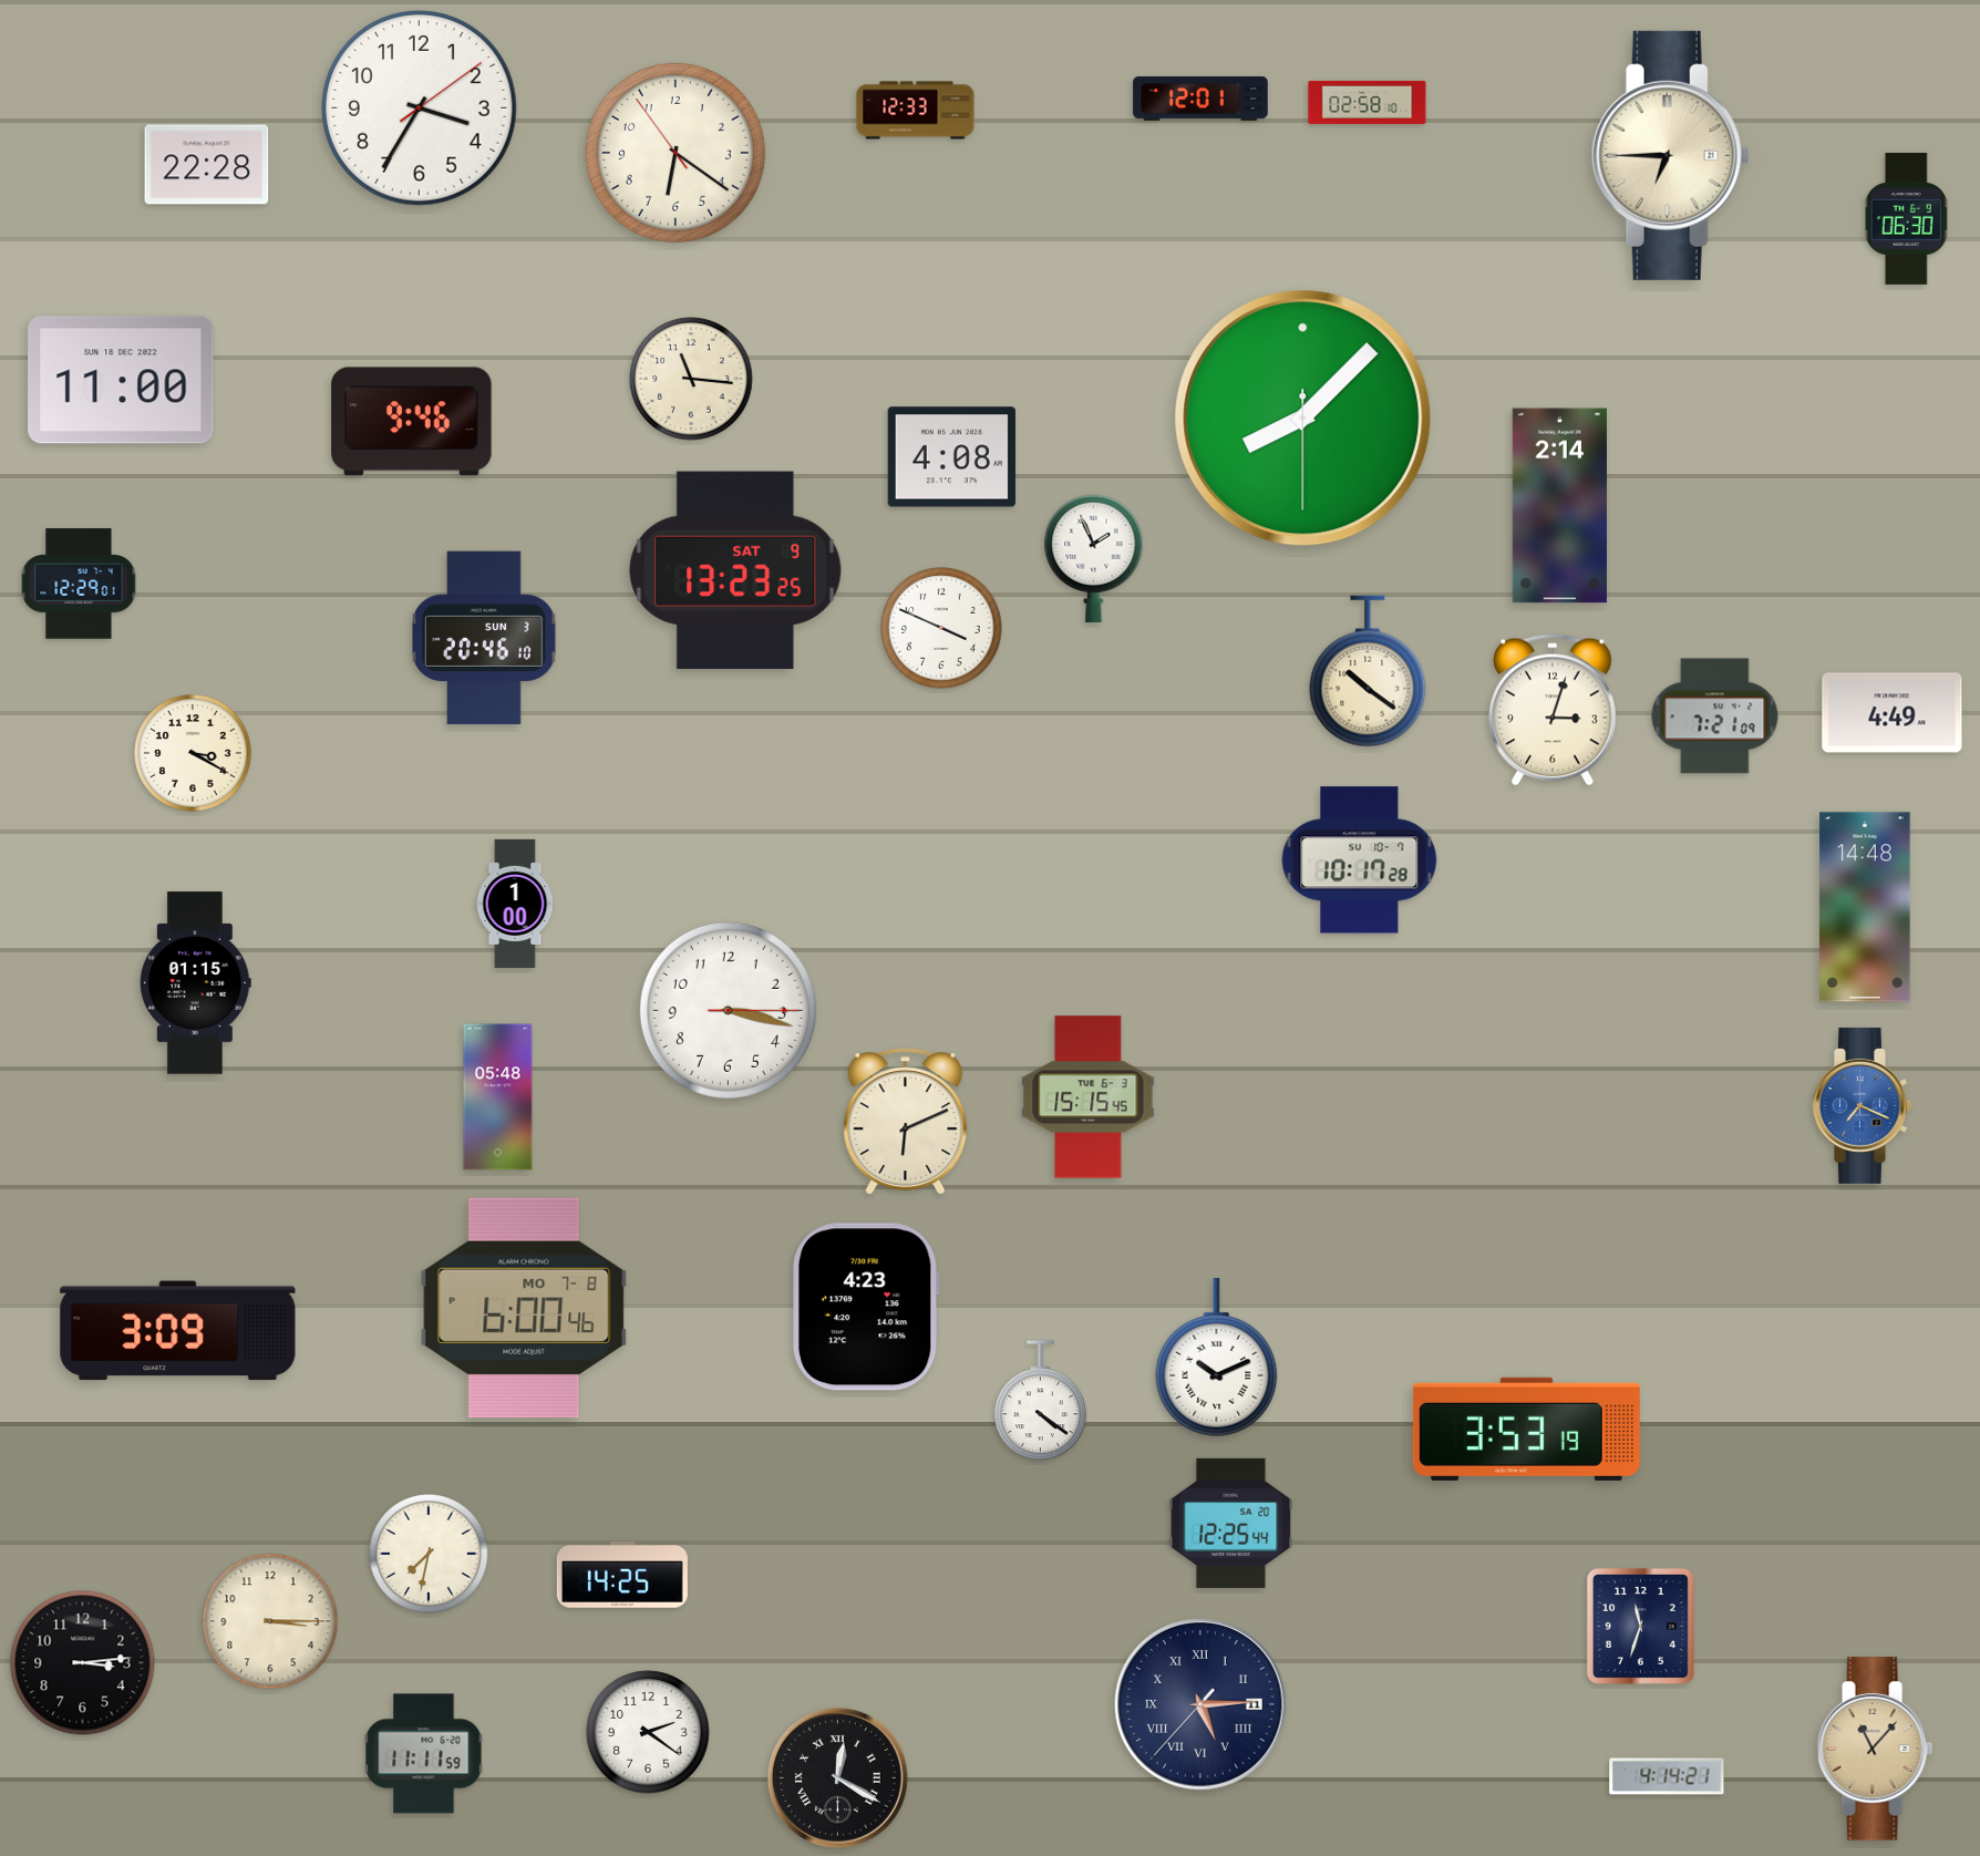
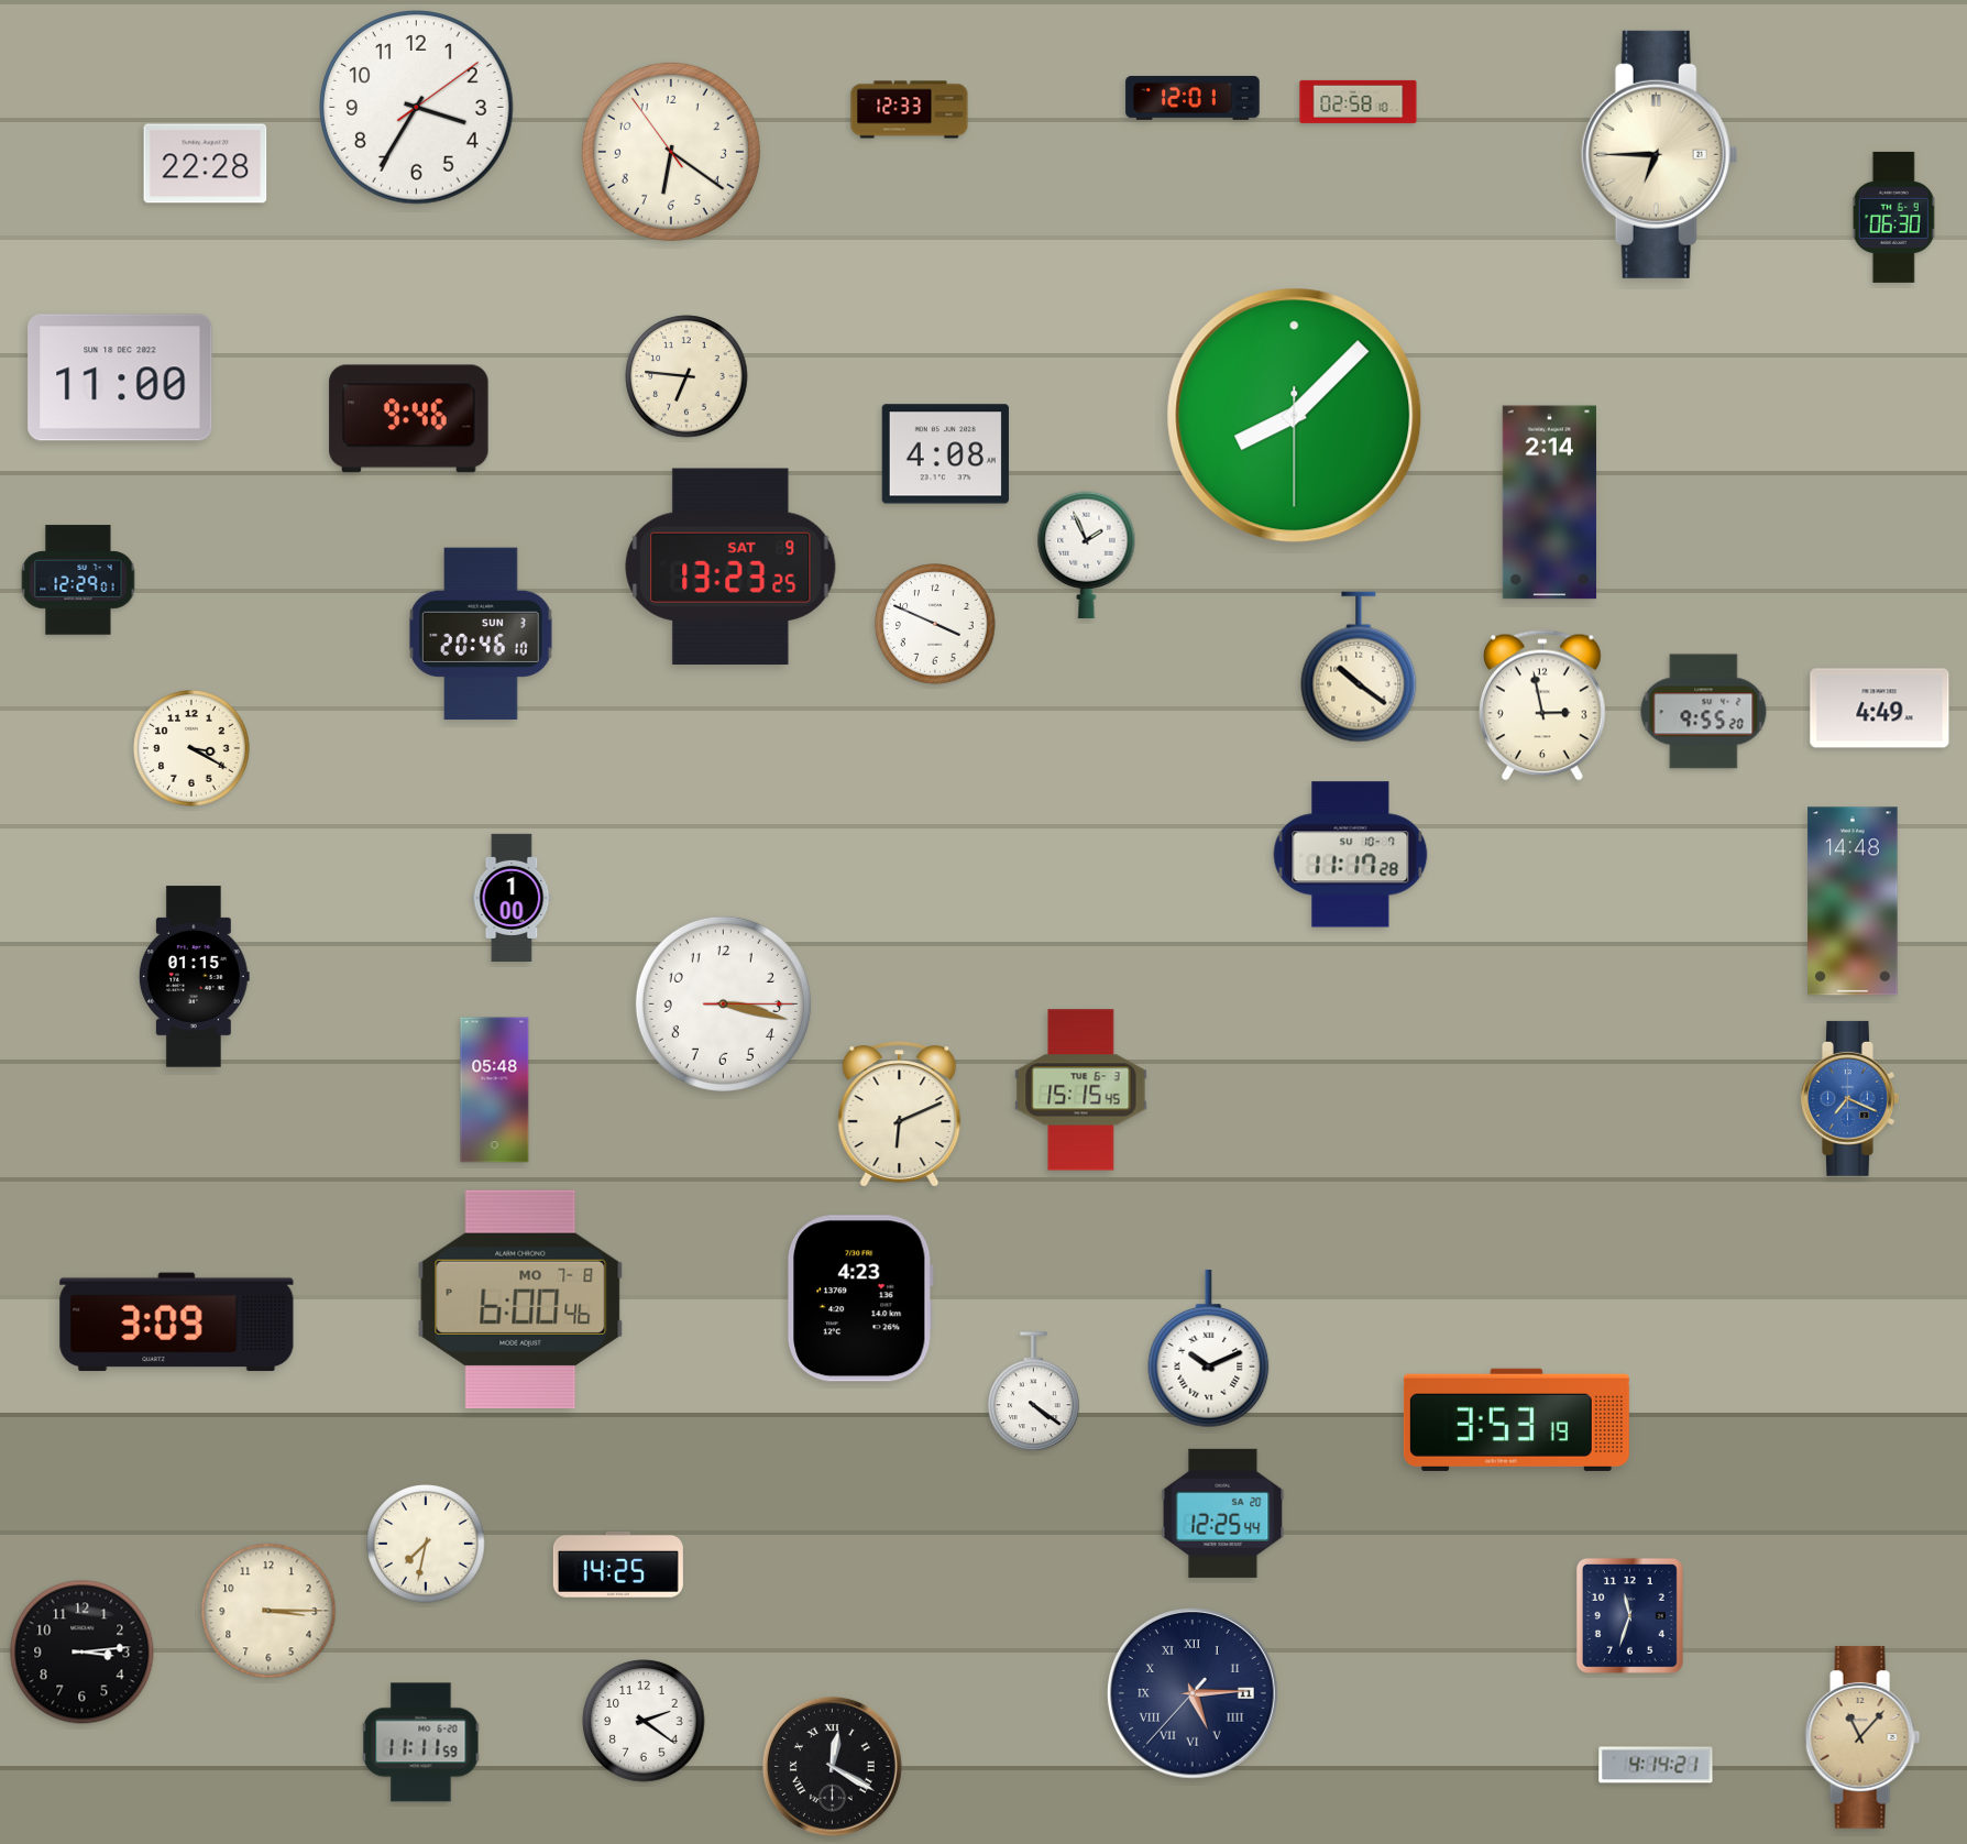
clock at (691, 379): 11:16 -> 6:46
clock at (1553, 710): 3:03 -> 2:58
clock at (1715, 716): 7:21 -> 9:55
clock at (1360, 860): 10:17 -> 11:17
